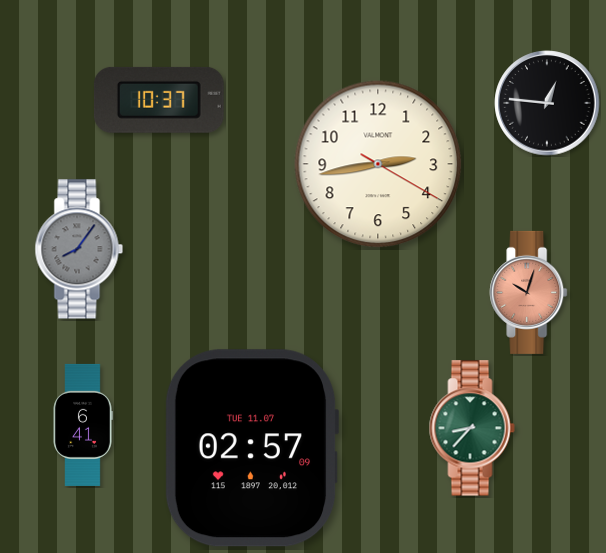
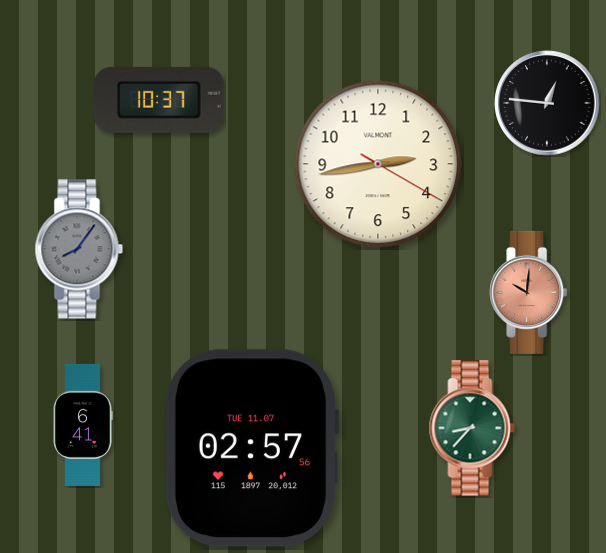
clock at (529, 292): 10:03 -> 10:01
clock at (252, 448): 02:57:09 -> 02:57:56
